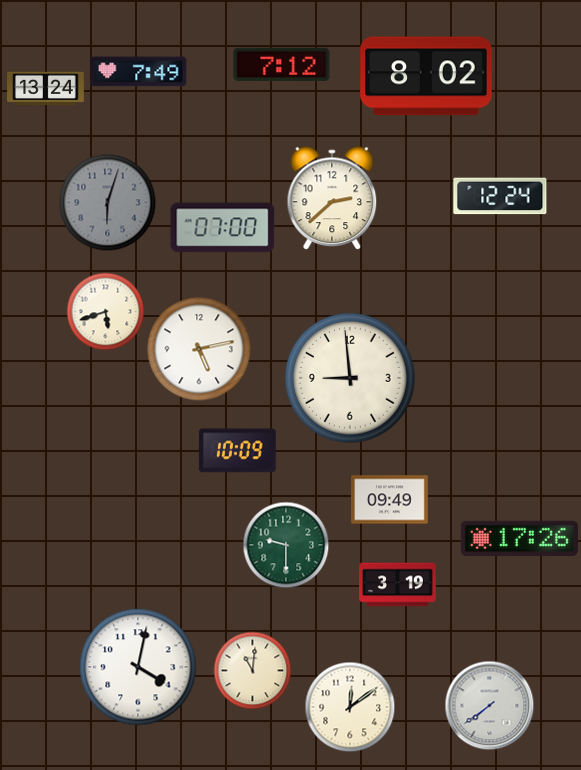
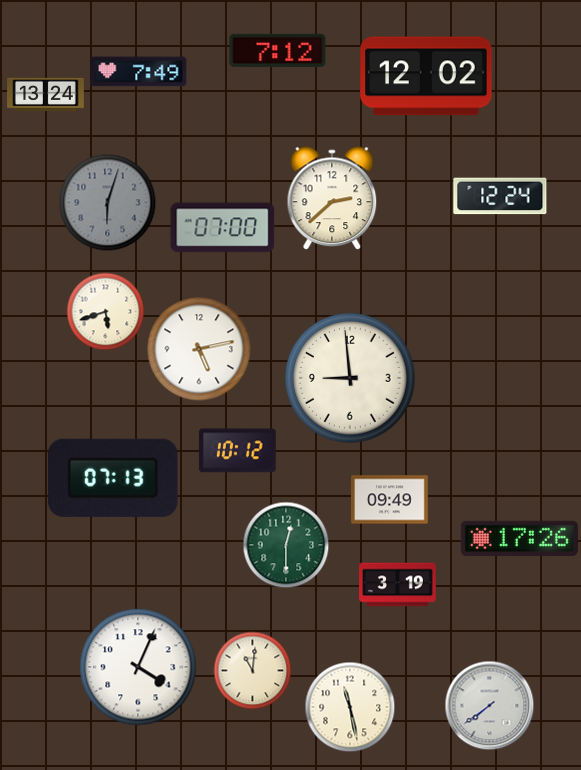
clock at (282, 64) position: (282, 64) -> (278, 50)
clock at (426, 76): 8:02 -> 12:02
clock at (46, 89) position: (46, 89) -> (46, 95)
clock at (237, 451): 10:09 -> 10:12
clock at (114, 478): none -> 07:13
clock at (286, 545): 9:30 -> 12:30
clock at (138, 667): 4:02 -> 4:04
clock at (350, 707): 12:09 -> 11:28
